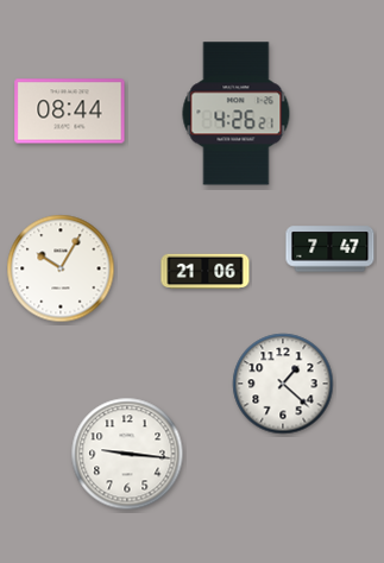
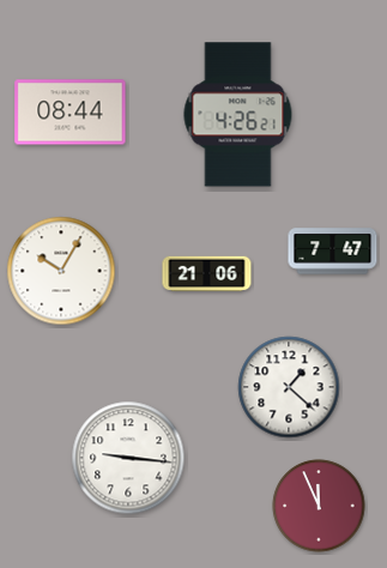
clock at (283, 384) position: (283, 384) -> (289, 387)
clock at (319, 506): none -> 11:56
